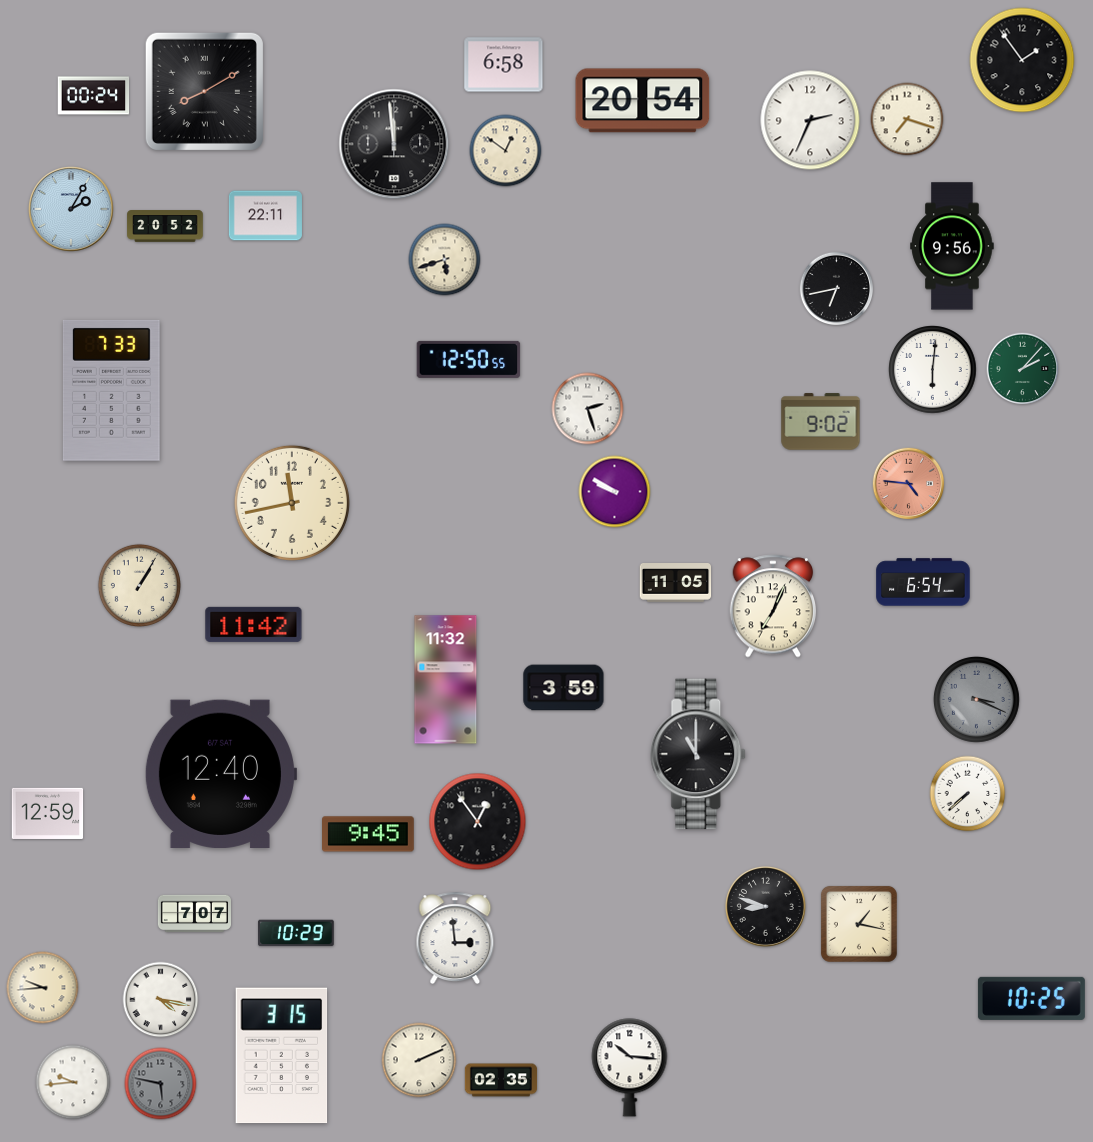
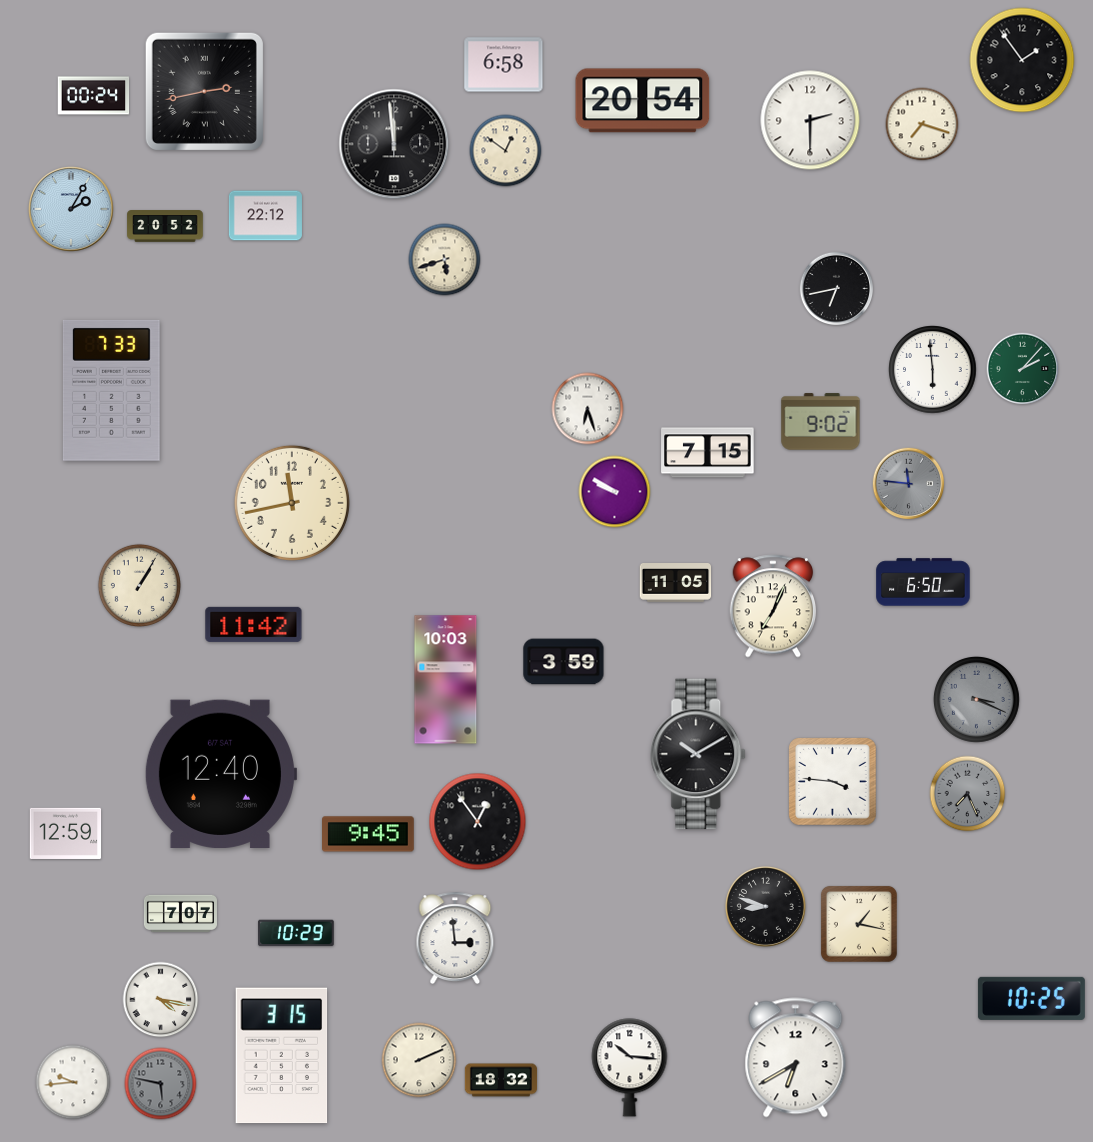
clock at (204, 91): 8:10 -> 2:43
clock at (907, 119) position: (907, 119) -> (922, 124)
clock at (810, 120): 2:34 -> 2:30
clock at (265, 216): 22:11 -> 22:12
clock at (952, 246): 9:56 -> none
clock at (469, 359): 12:50 -> none
clock at (933, 370): 6:01 -> 5:59
clock at (588, 409): 2:27 -> 6:27
clock at (708, 453): none -> 7:15
clock at (909, 484): 4:46 -> 11:46
clock at (909, 484) dial: salmon -> grey
clock at (923, 582): 6:54 -> 6:50
clock at (446, 680): 11:32 -> 10:03
clock at (564, 688) position: (564, 688) -> (564, 662)
clock at (699, 754): 11:00 -> 10:10
clock at (833, 782): none -> 3:46
clock at (968, 794): 7:38 -> 7:26
clock at (968, 794) dial: white -> grey
clock at (48, 813) position: (48, 813) -> (66, 833)
clock at (194, 914) position: (194, 914) -> (180, 914)
clock at (43, 988): 9:44 -> none
clock at (796, 1058): none -> 6:40
clock at (501, 1080): 02:35 -> 18:32
